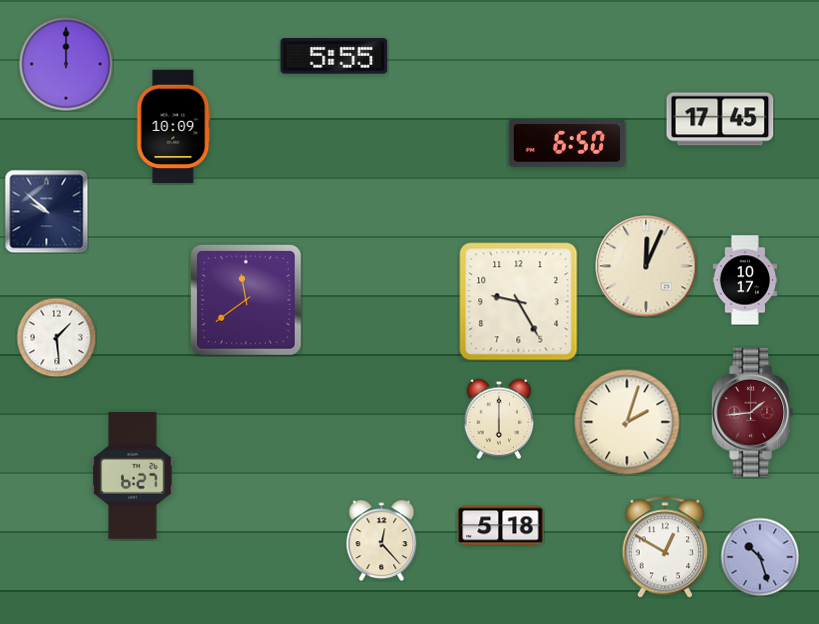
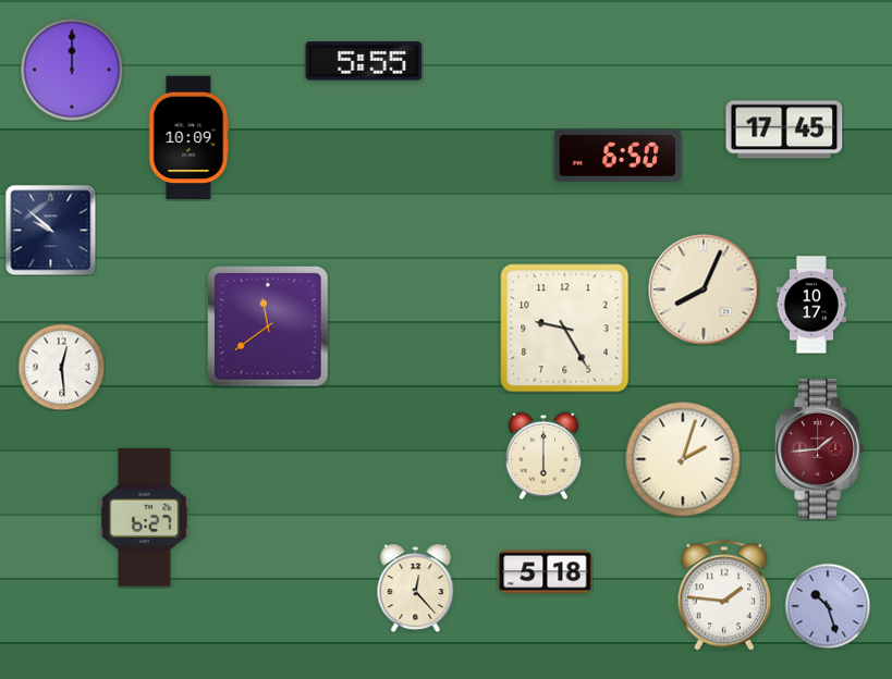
clock at (646, 266): 12:04 -> 8:04
clock at (56, 337): 1:29 -> 12:29
clock at (665, 547): 12:50 -> 1:46
